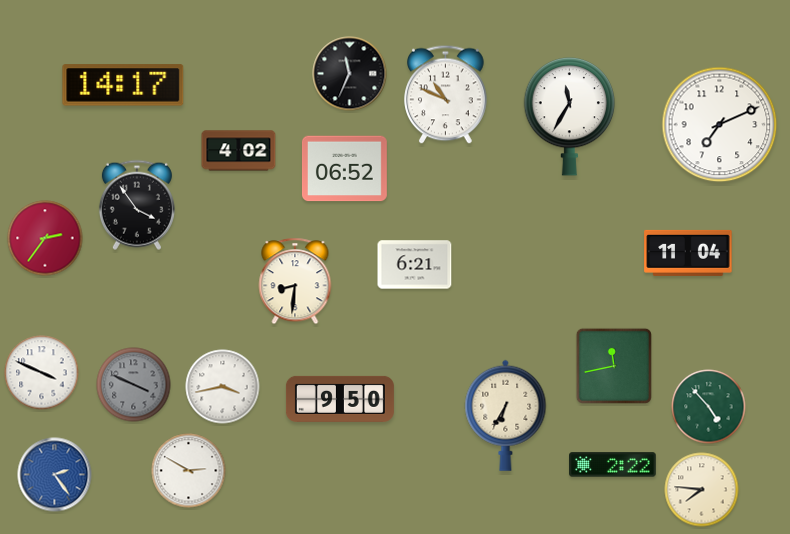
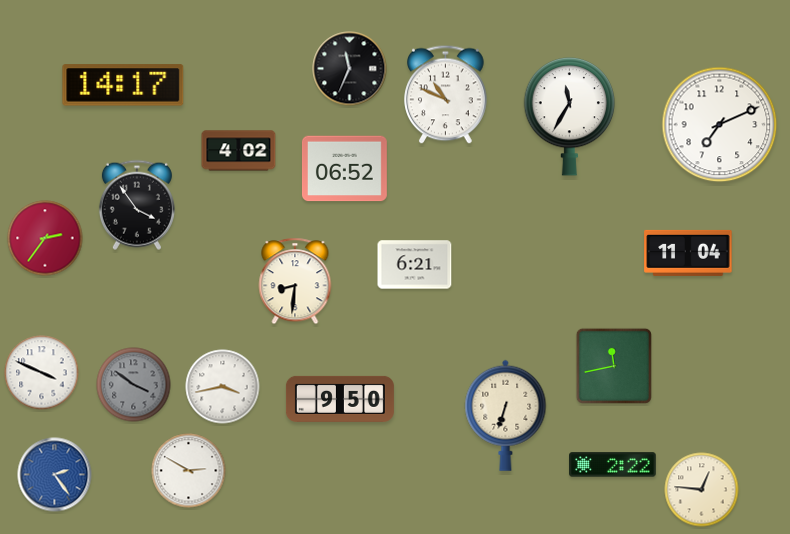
clock at (350, 74) position: (350, 74) -> (350, 69)
clock at (134, 385): 3:49 -> 3:51
clock at (709, 407): 4:53 -> none
clock at (506, 415): 6:35 -> 6:33
clock at (702, 490): 7:46 -> 12:46
